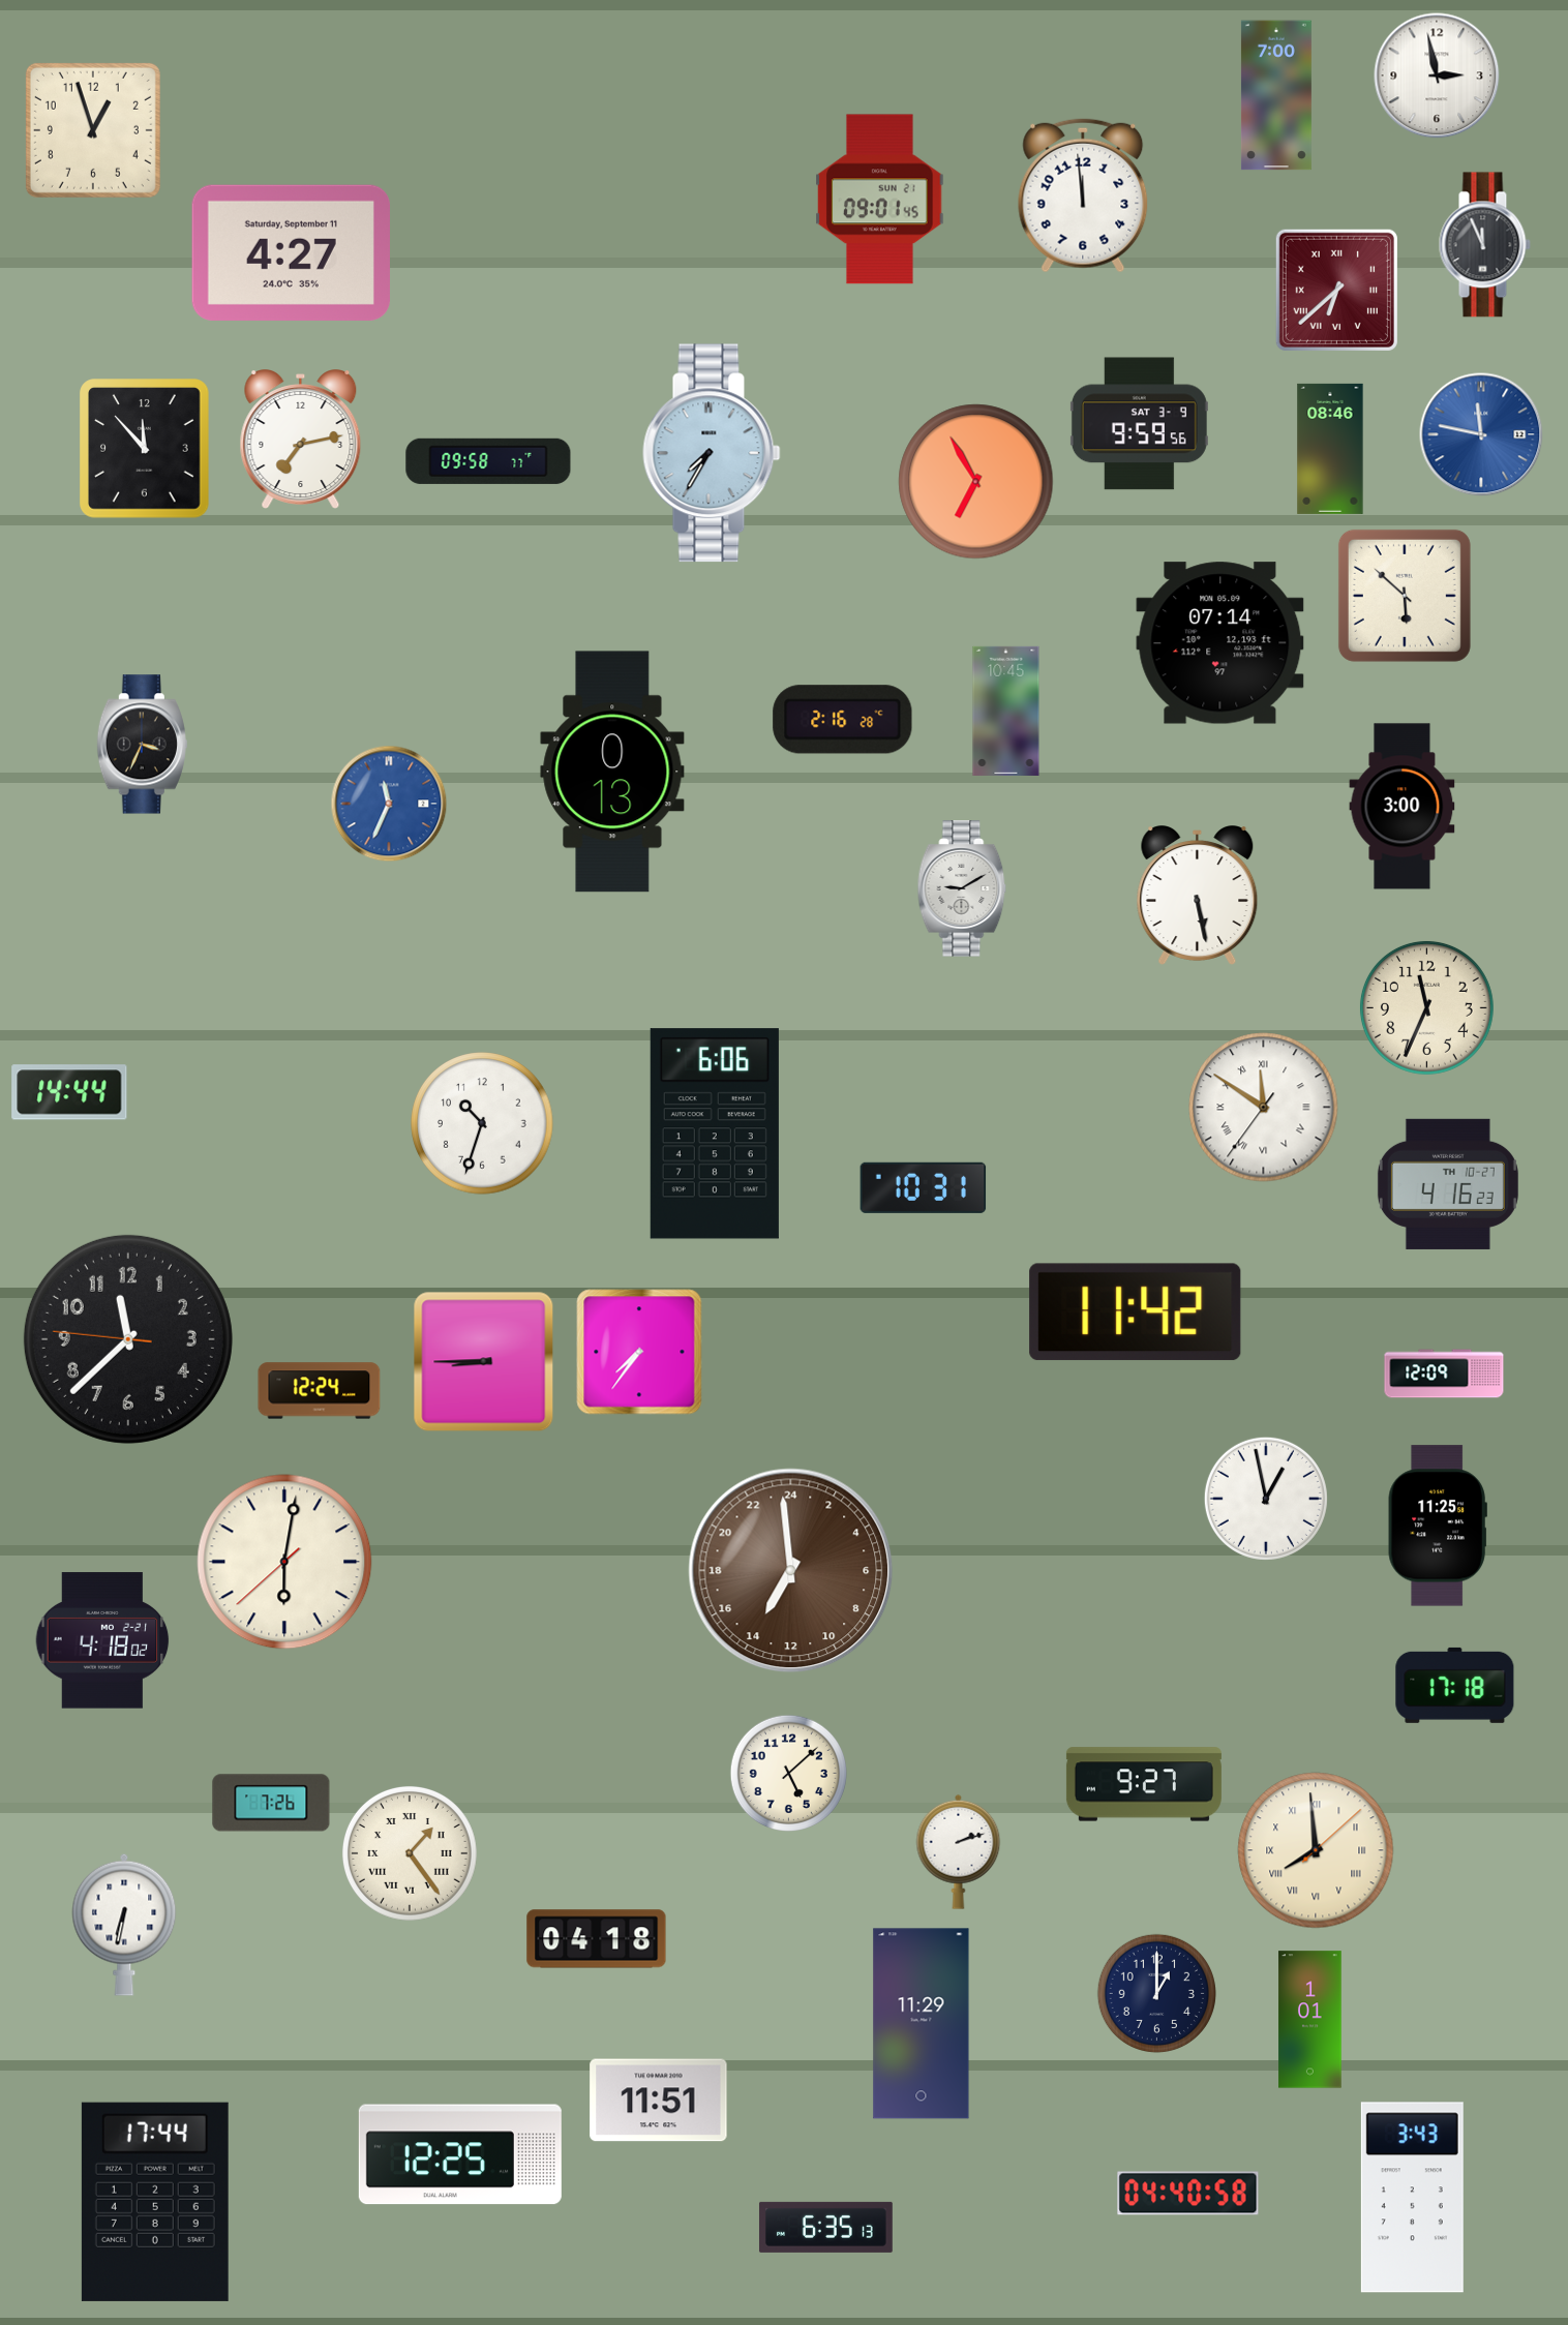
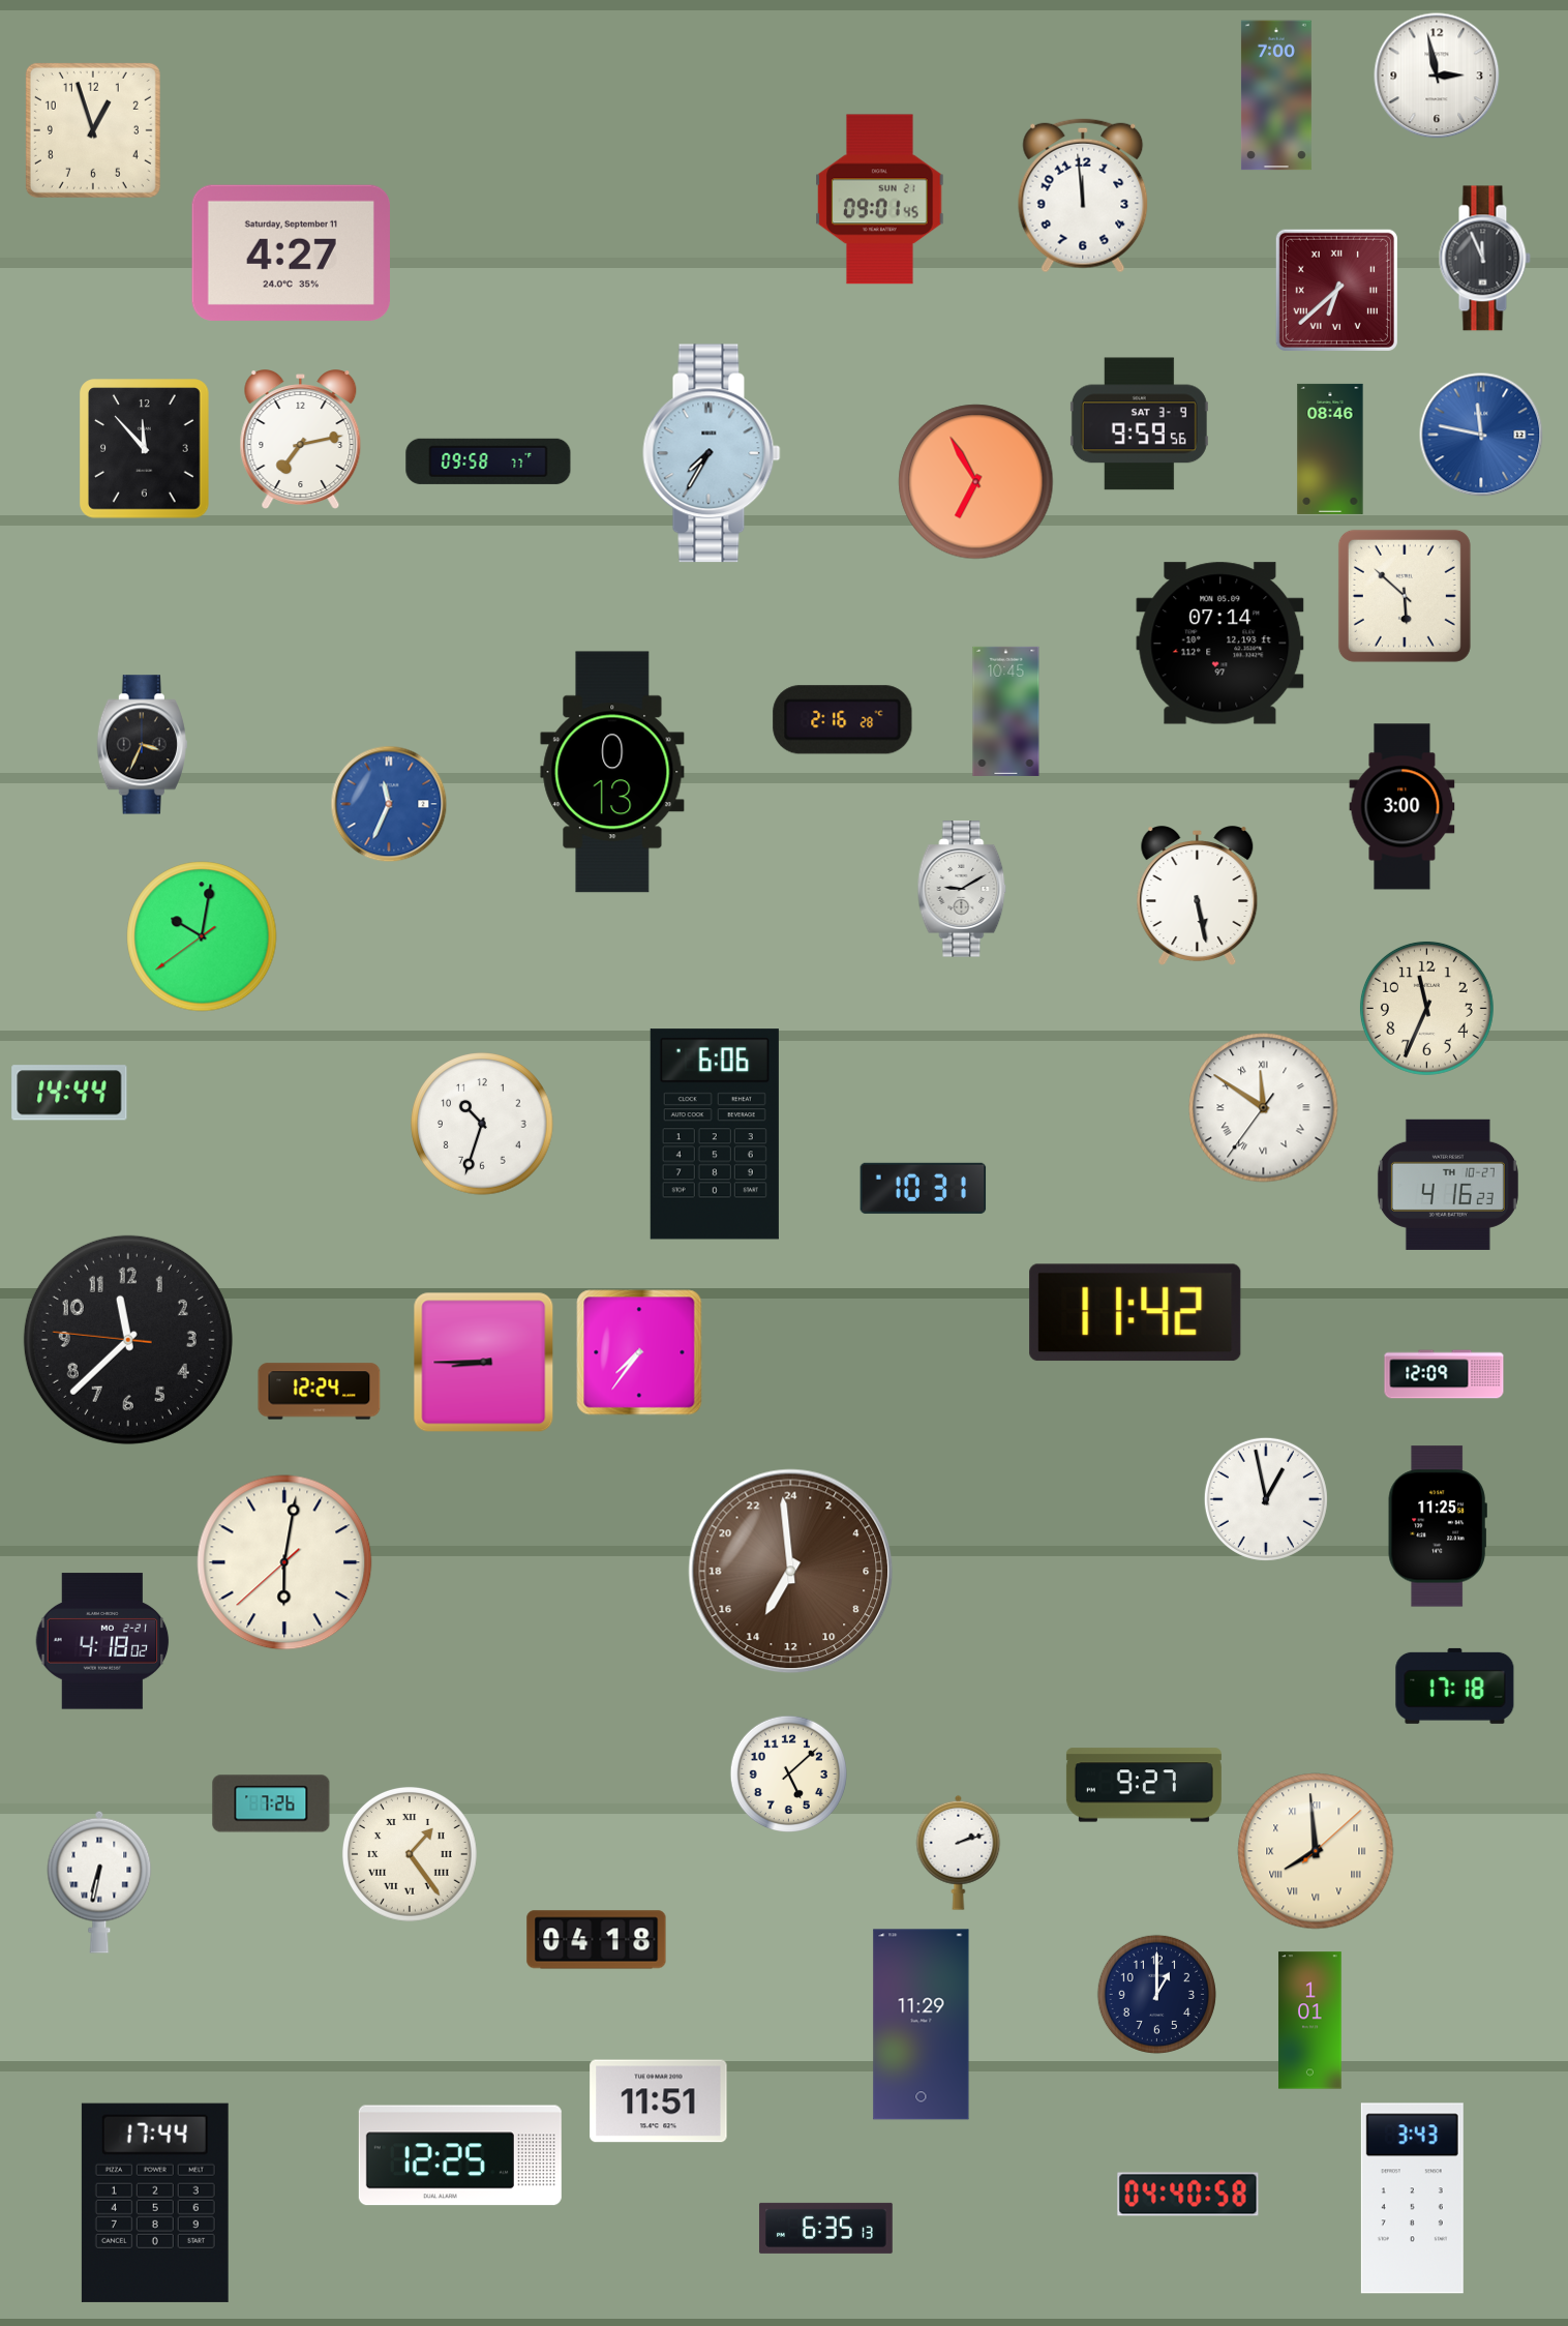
clock at (1484, 245) position: (1484, 245) -> (1484, 259)
clock at (202, 936): none -> 10:01
clock at (124, 1925) position: (124, 1925) -> (99, 1882)
